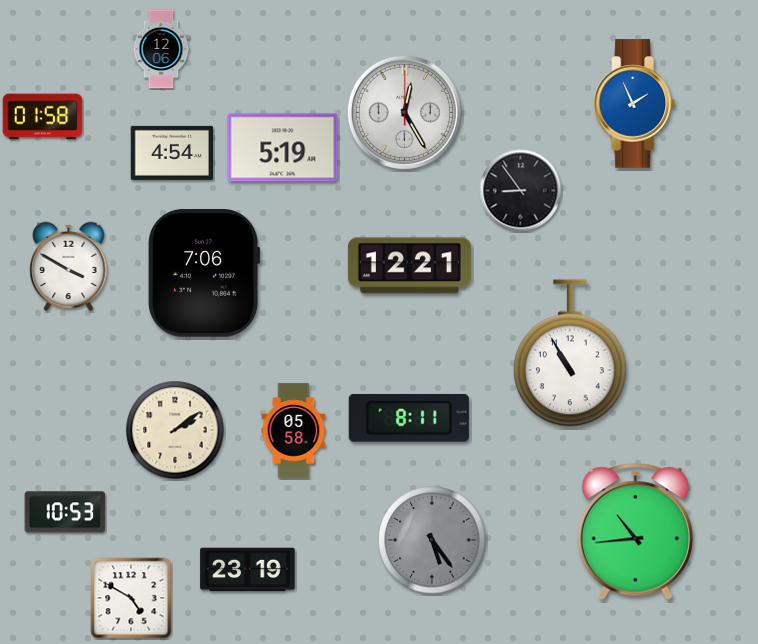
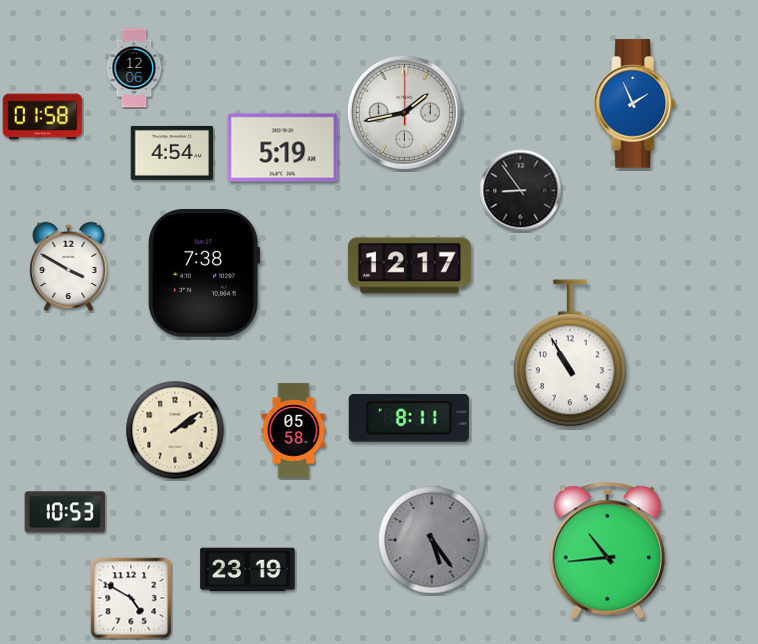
clock at (161, 49) position: (161, 49) -> (134, 68)
clock at (404, 112): 12:25 -> 1:43
clock at (409, 266): 12:21 -> 12:17
clock at (205, 273): 7:06 -> 7:38
clock at (635, 531) position: (635, 531) -> (607, 550)
